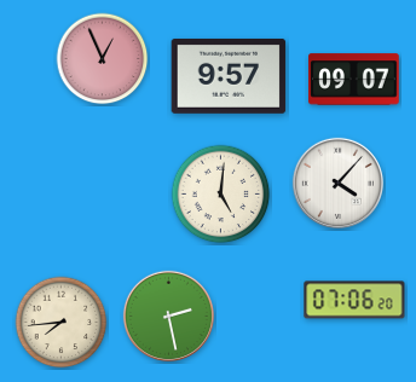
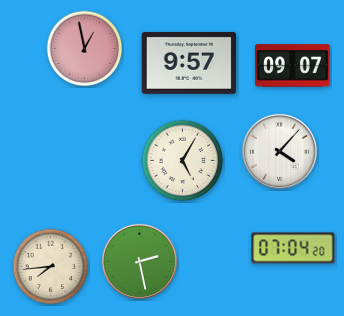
clock at (103, 59): 12:56 -> 12:58
clock at (221, 195): 5:01 -> 5:05
clock at (354, 300): 07:06 -> 07:04
